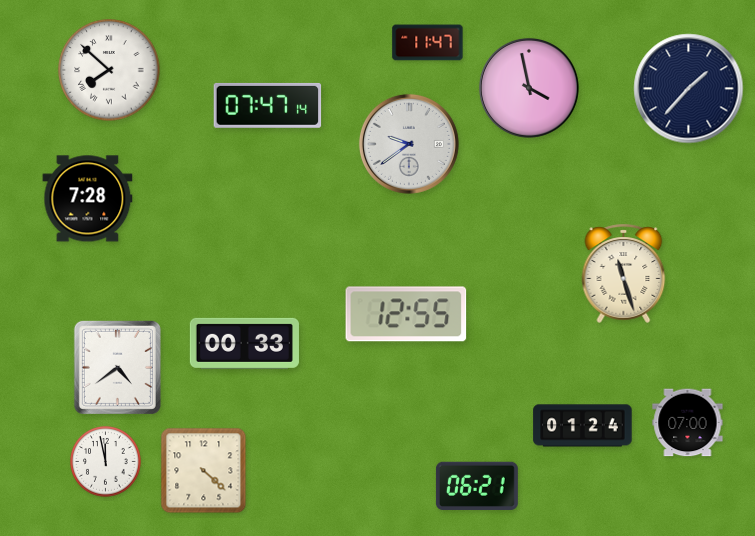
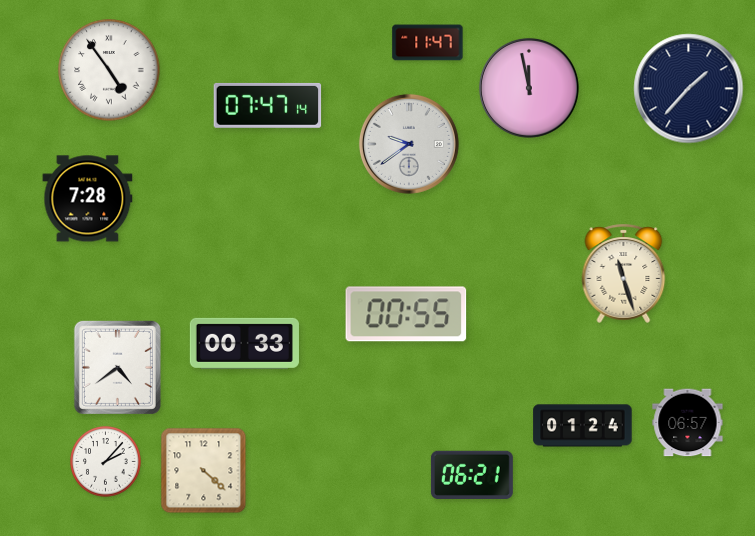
clock at (109, 70): 7:52 -> 4:54
clock at (529, 88): 3:58 -> 11:58
clock at (406, 314): 12:55 -> 00:55
clock at (688, 423): 07:00 -> 06:57
clock at (106, 462): 11:58 -> 2:07
clock at (477, 486) position: (477, 486) -> (472, 475)
